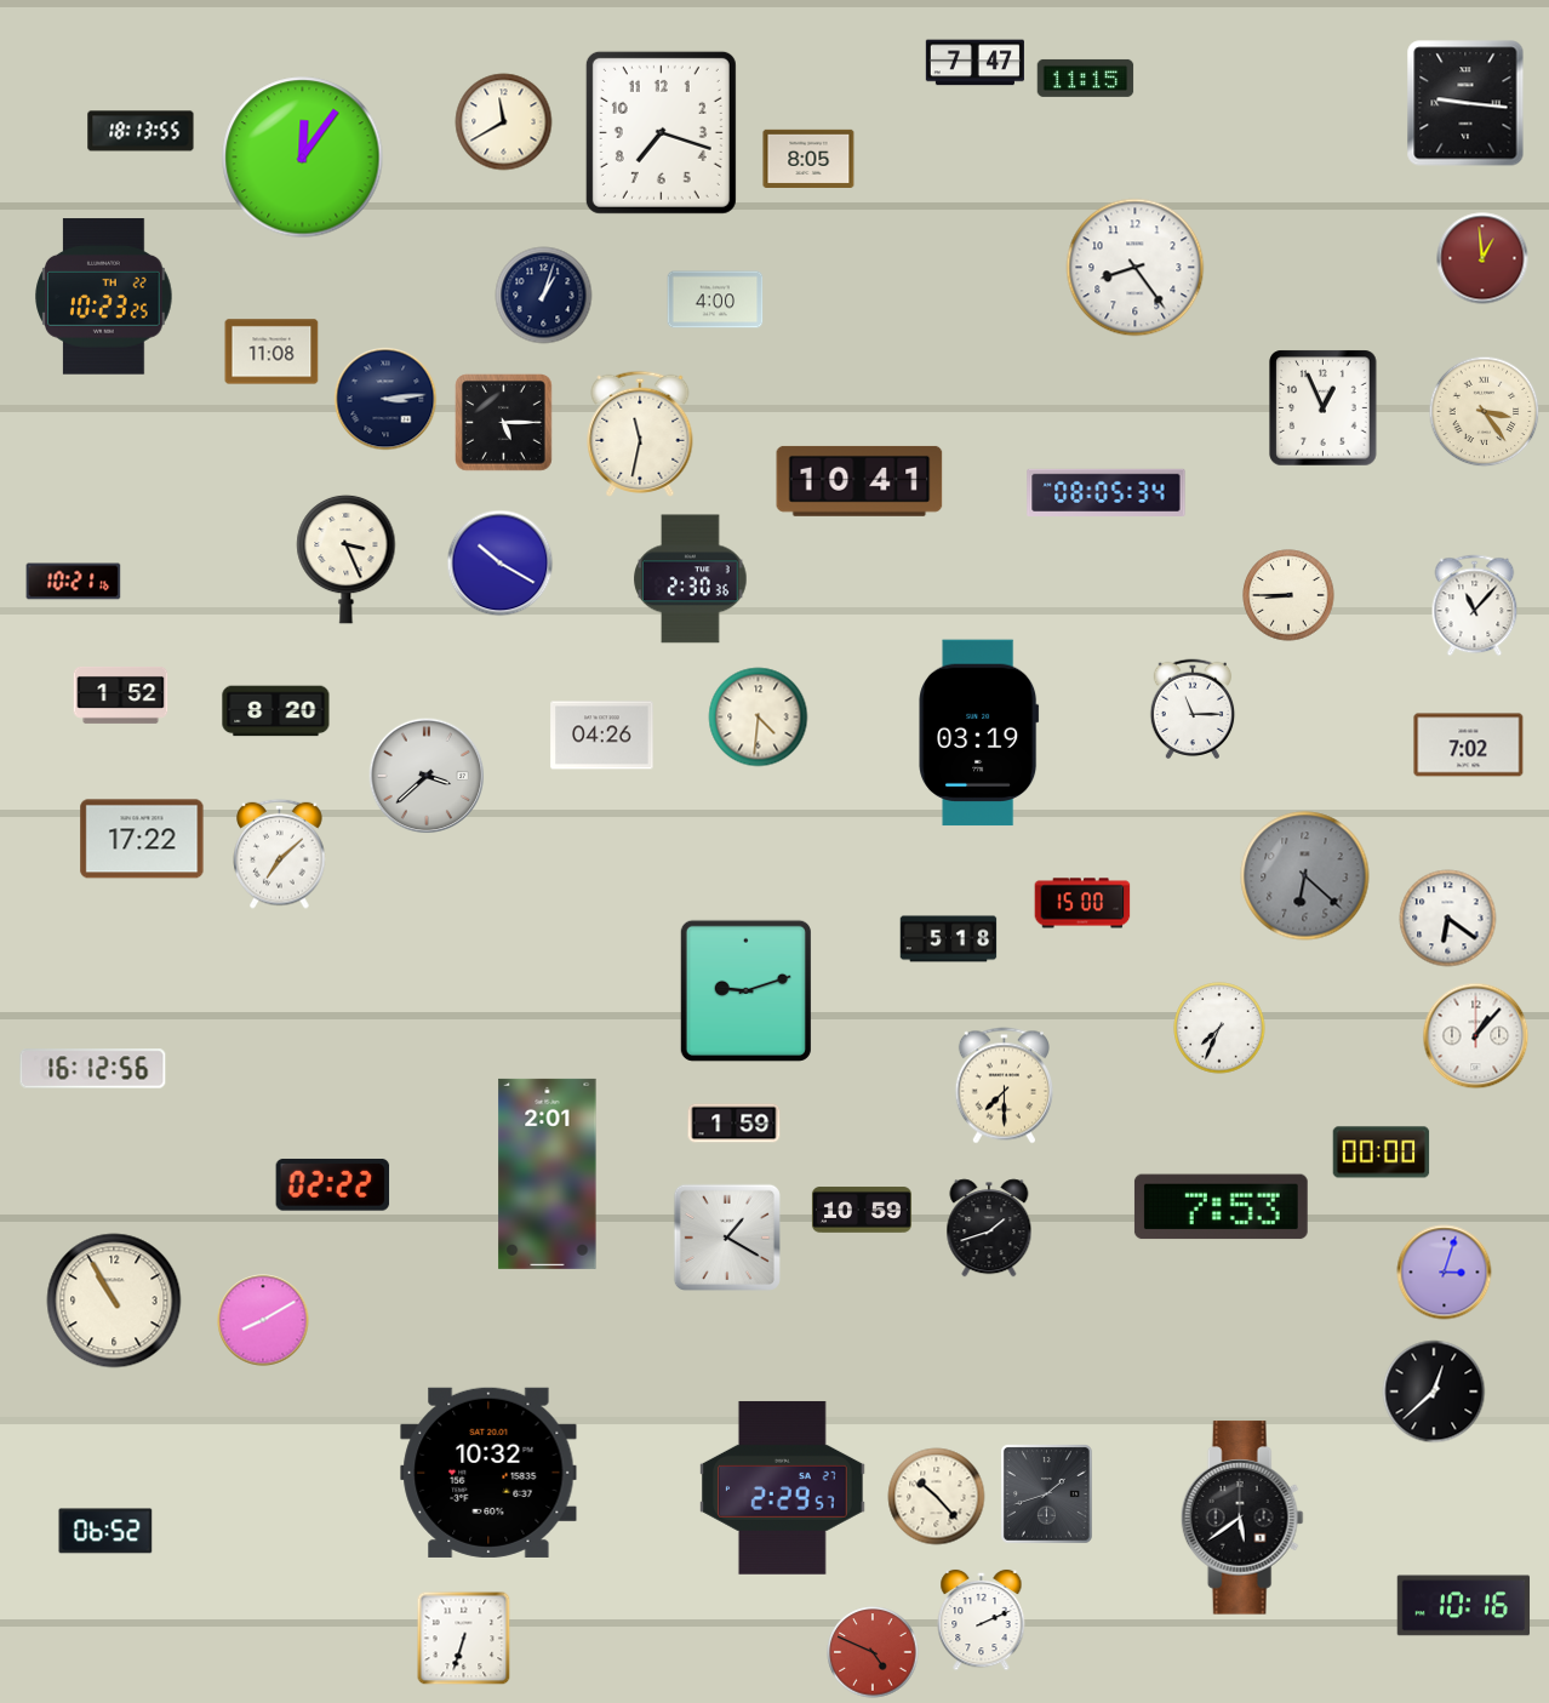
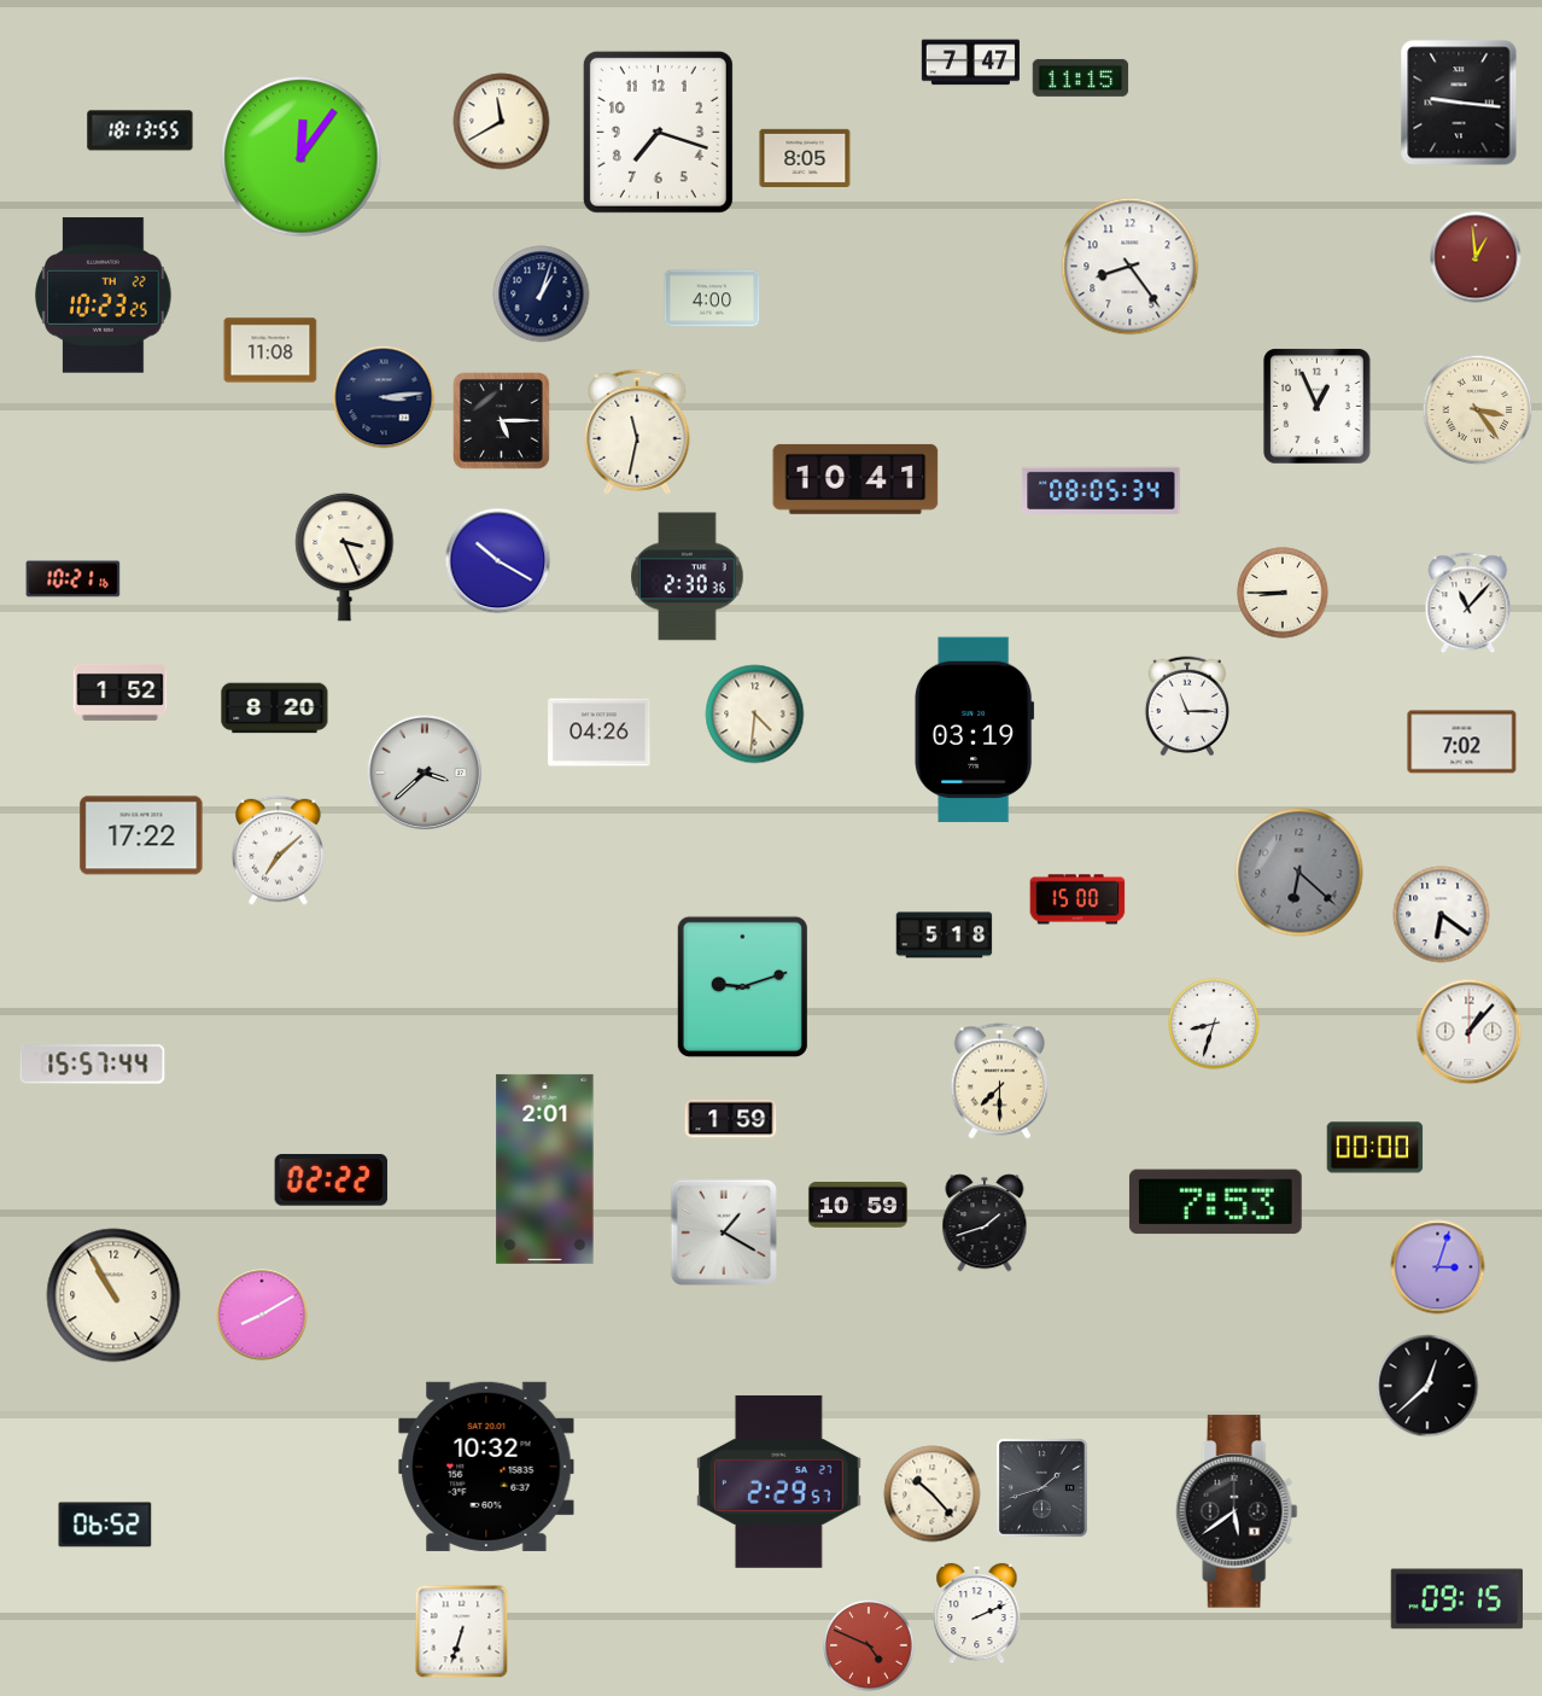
clock at (1219, 1028): 7:34 -> 8:33
clock at (93, 1069): 16:12 -> 15:57
clock at (937, 1497) position: (937, 1497) -> (933, 1494)
clock at (1464, 1606): 10:16 -> 09:15
